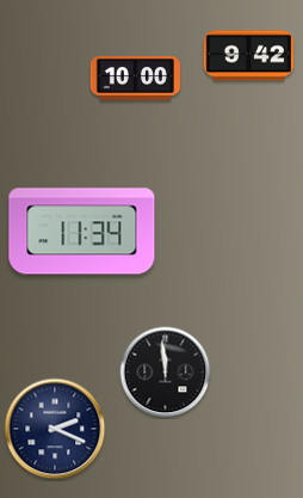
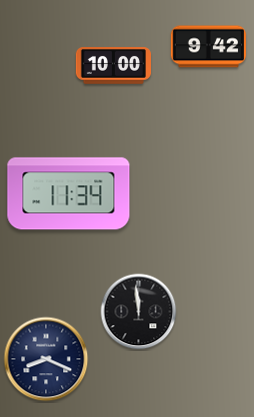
clock at (55, 429): 2:19 -> 8:19
